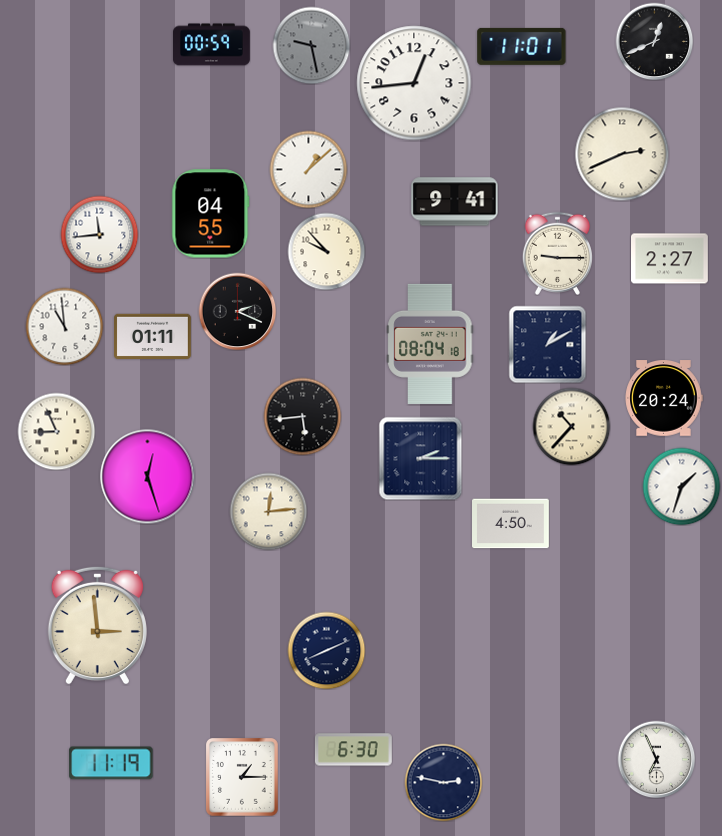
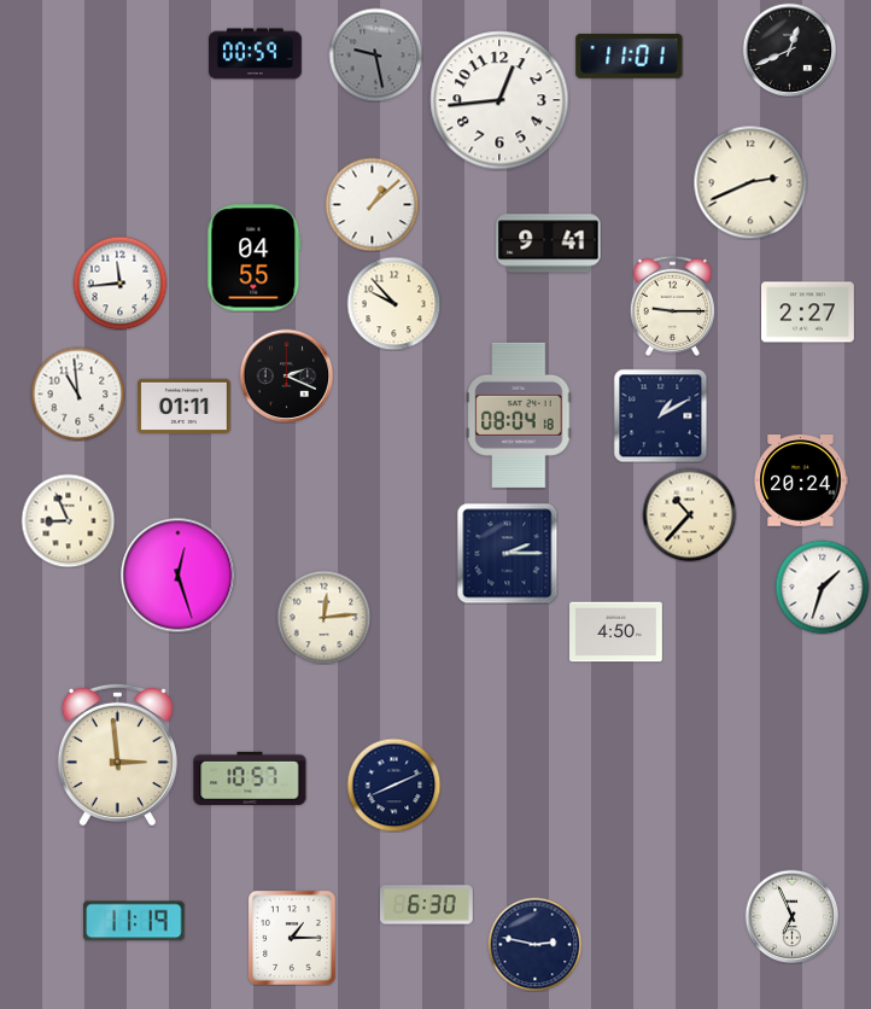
clock at (622, 154) position: (622, 154) -> (750, 182)
clock at (302, 416): 5:44 -> none
clock at (250, 778): none -> 10:57
